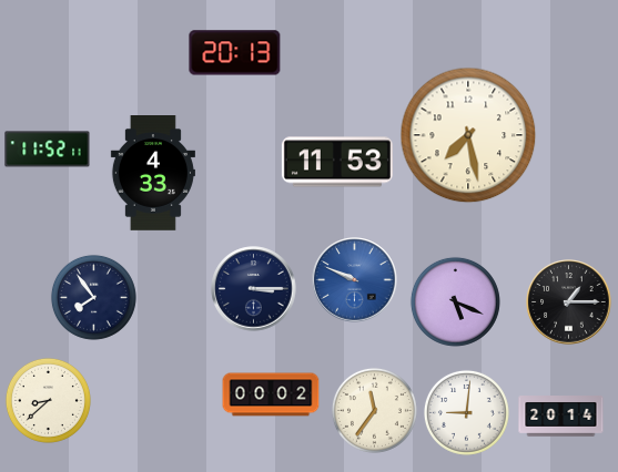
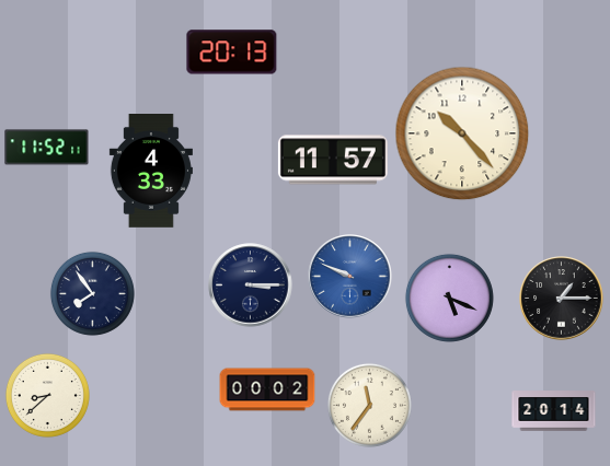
clock at (468, 135): 7:28 -> 10:23
clock at (337, 162): 11:53 -> 11:57
clock at (466, 412): 9:01 -> none
